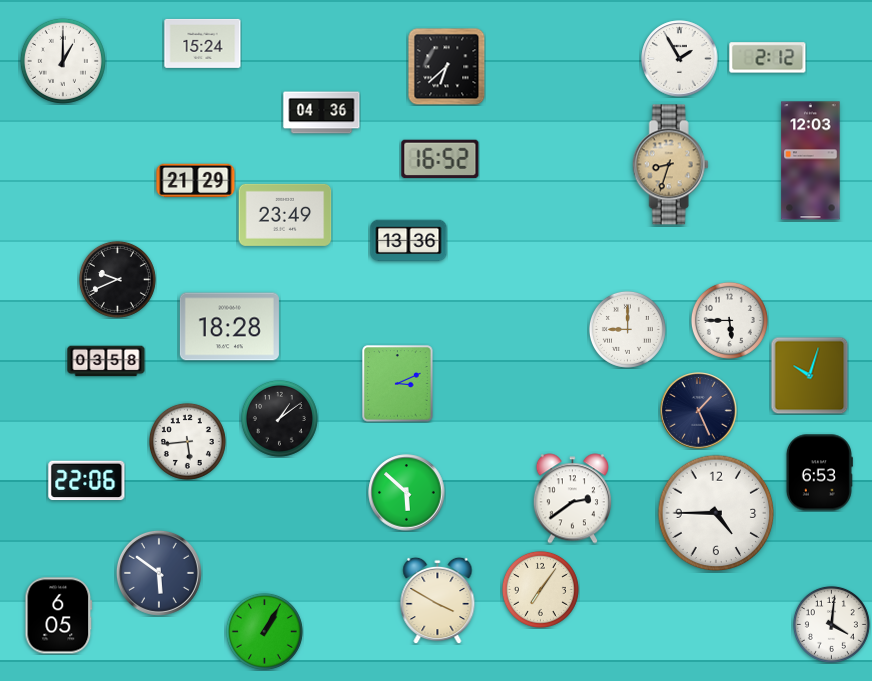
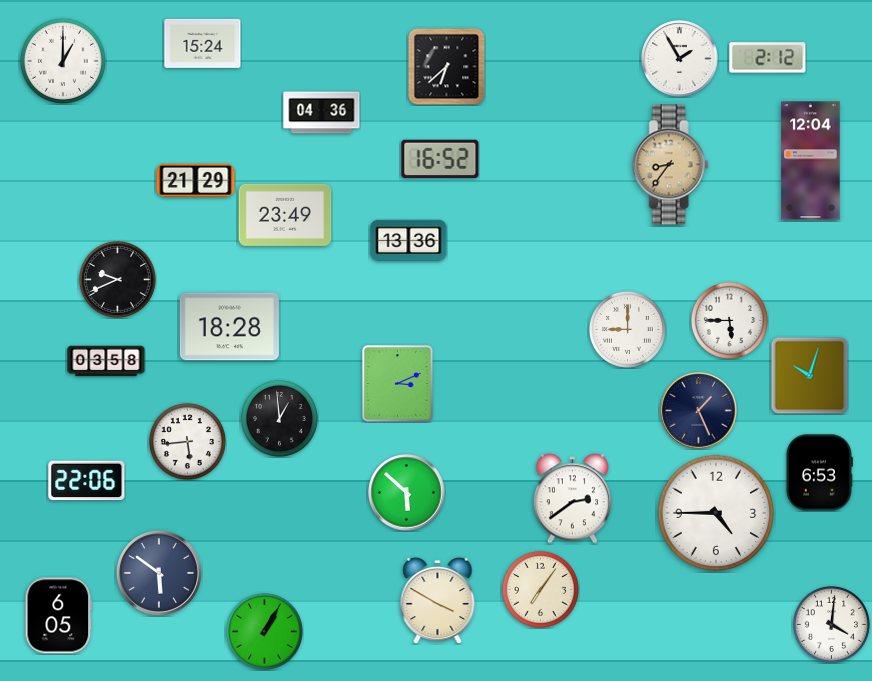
clock at (811, 161): 12:03 -> 12:04
clock at (670, 165): 8:33 -> 8:36
clock at (279, 418): 1:09 -> 12:59
